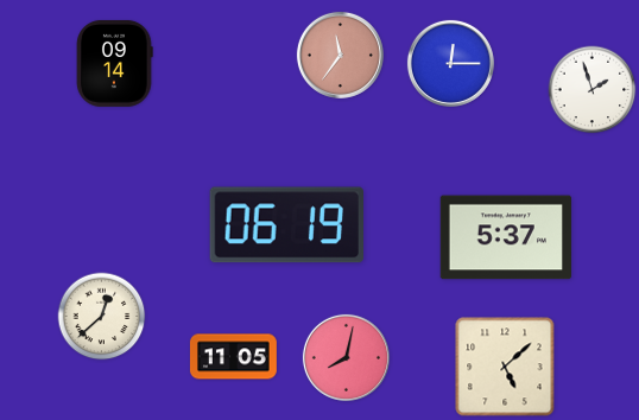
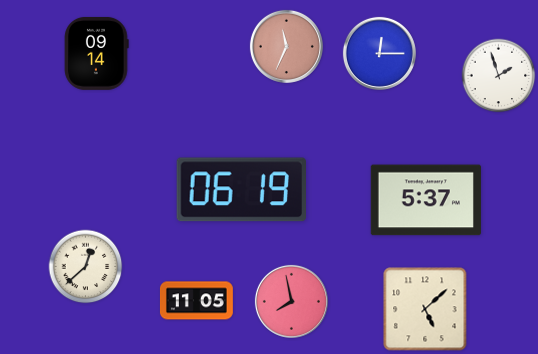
clock at (340, 55): 11:36 -> 11:34
clock at (346, 357): 8:02 -> 7:58
